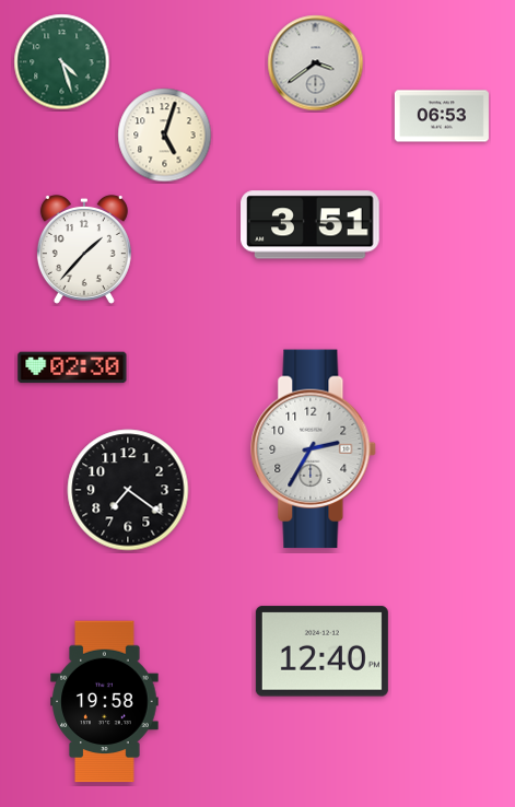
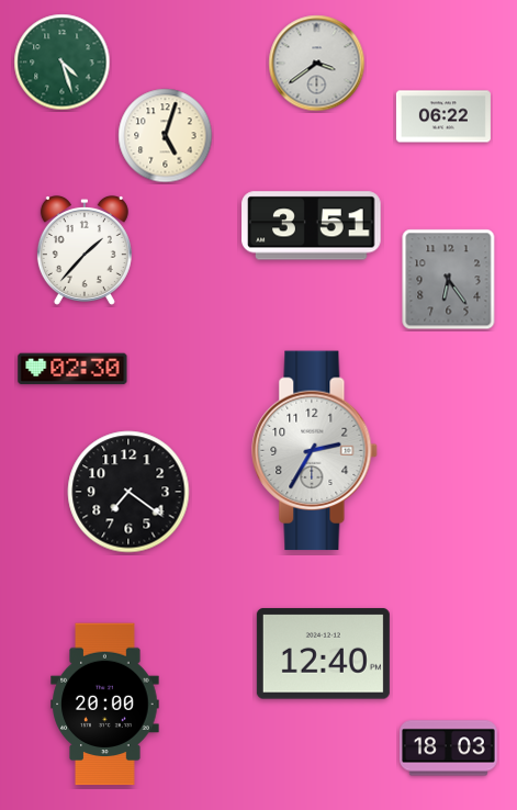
clock at (442, 116): 06:53 -> 06:22
clock at (449, 280): none -> 6:24
clock at (105, 702): 19:58 -> 20:00
clock at (449, 749): none -> 18:03
